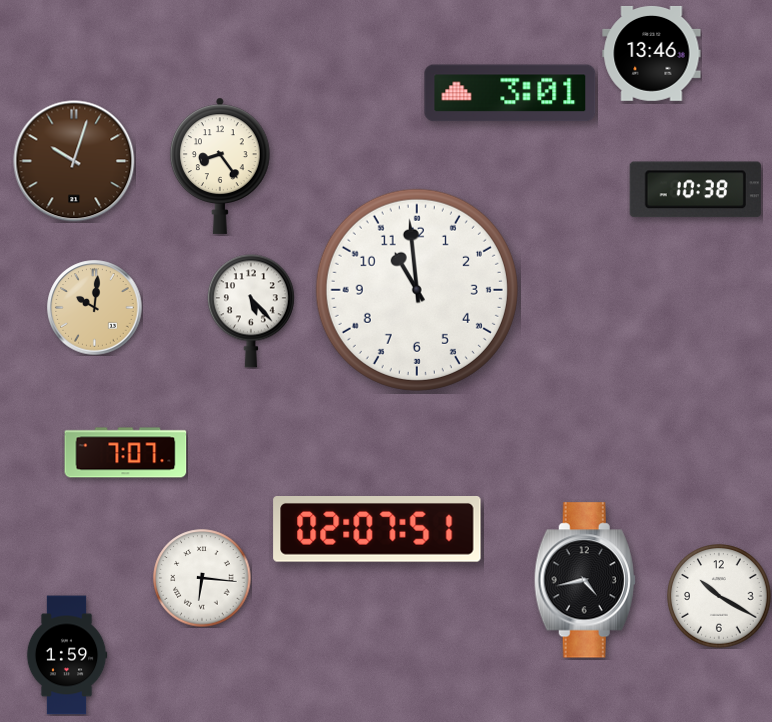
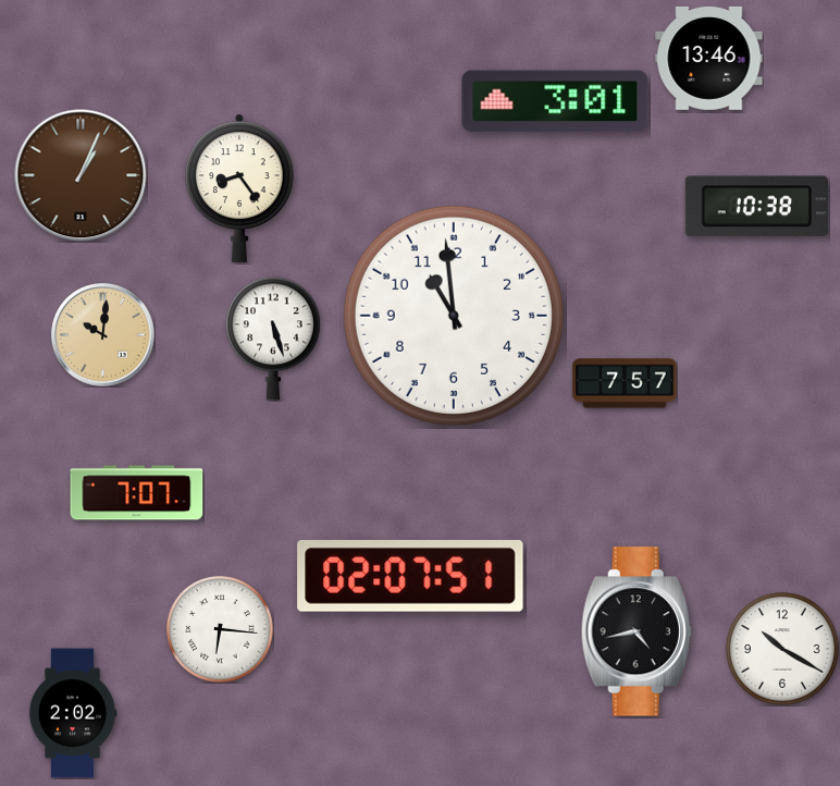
clock at (74, 161): 10:03 -> 1:04
clock at (220, 166) position: (220, 166) -> (239, 188)
clock at (251, 311): 5:23 -> 5:27
clock at (625, 383): none -> 7:57
clock at (67, 655): 1:59 -> 2:02
